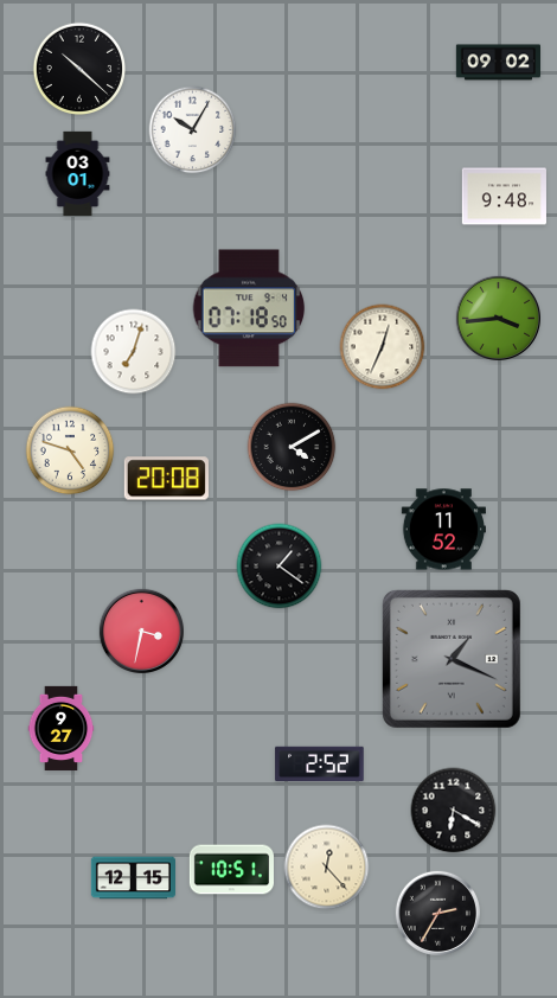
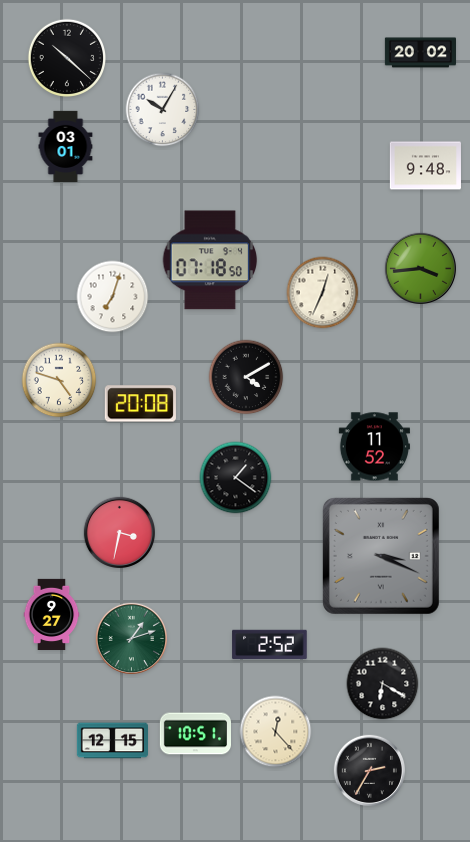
clock at (498, 63): 09:02 -> 20:02
clock at (452, 659): 1:19 -> 3:19
clock at (131, 638): none -> 1:12
